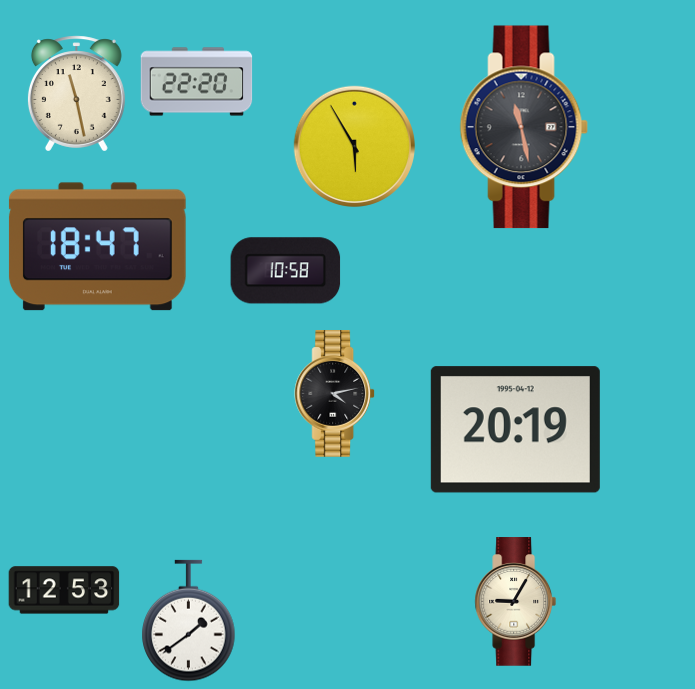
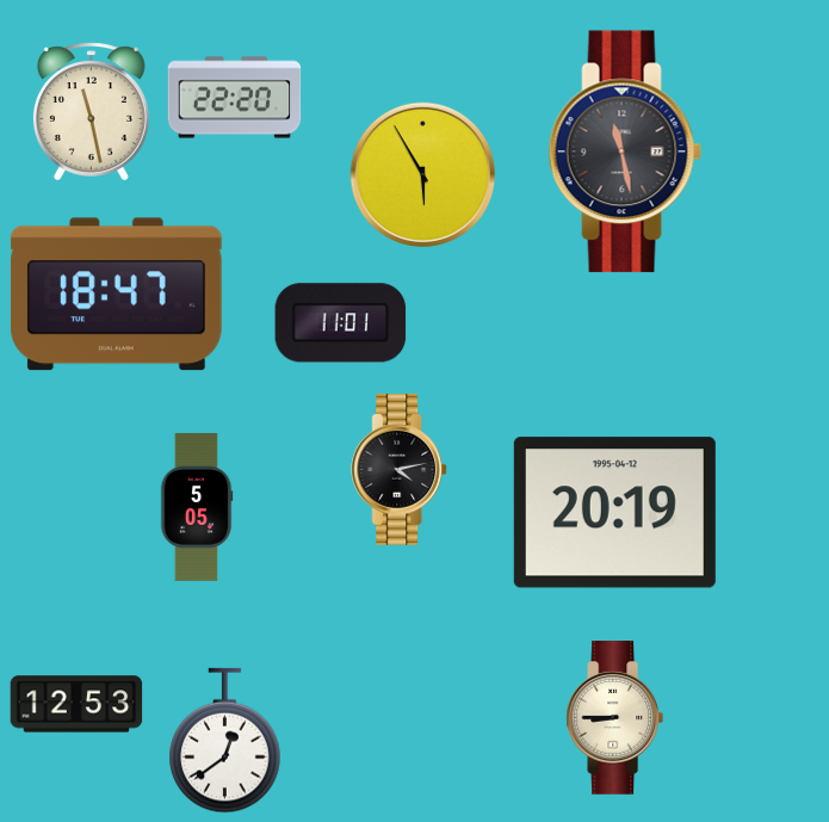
clock at (286, 271): 10:58 -> 11:01
clock at (197, 507): none -> 5:05
clock at (515, 602): 9:05 -> 8:45
clock at (189, 621): 1:39 -> 12:39
